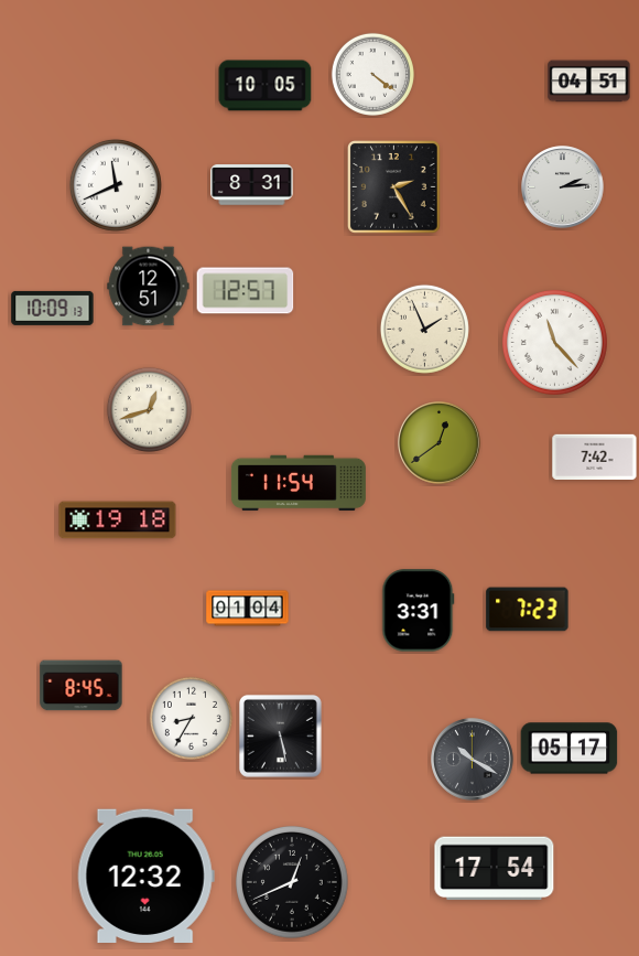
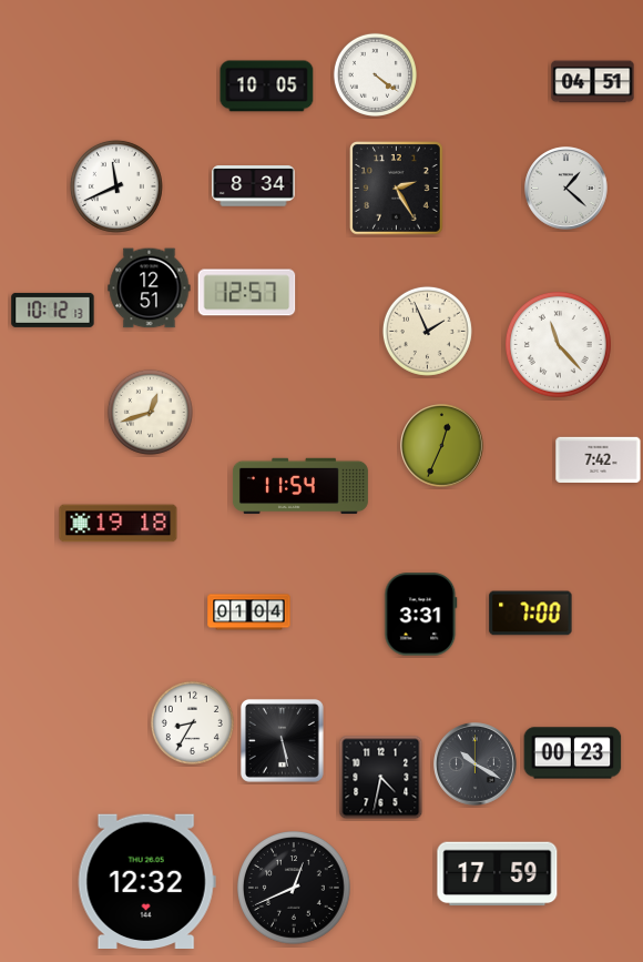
clock at (252, 185): 8:31 -> 8:34
clock at (563, 187): 2:14 -> 1:22
clock at (53, 308): 10:09 -> 10:12
clock at (440, 443): 12:39 -> 12:34
clock at (528, 610): 7:23 -> 7:00
clock at (82, 686): 8:45 -> none
clock at (570, 749): 05:17 -> 00:23
clock at (381, 778): none -> 4:32
clock at (495, 869): 17:54 -> 17:59
